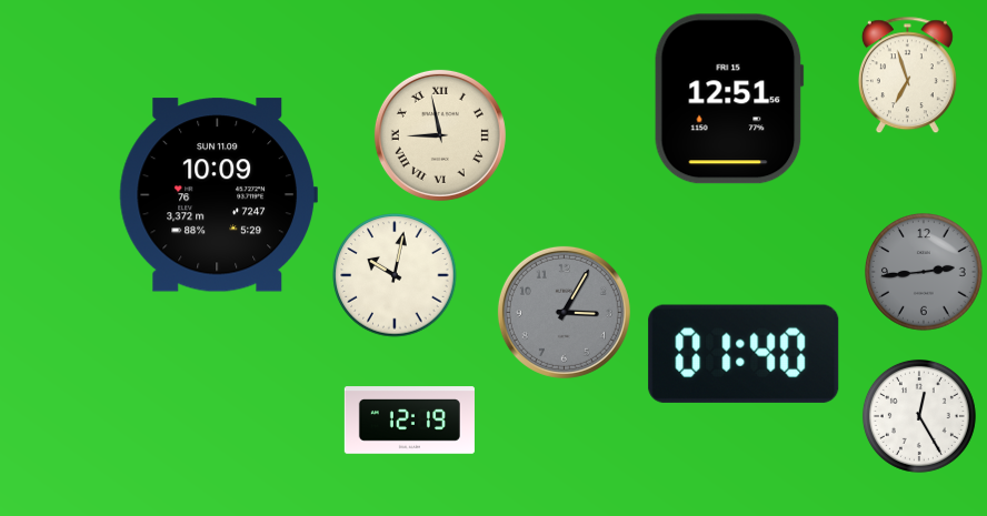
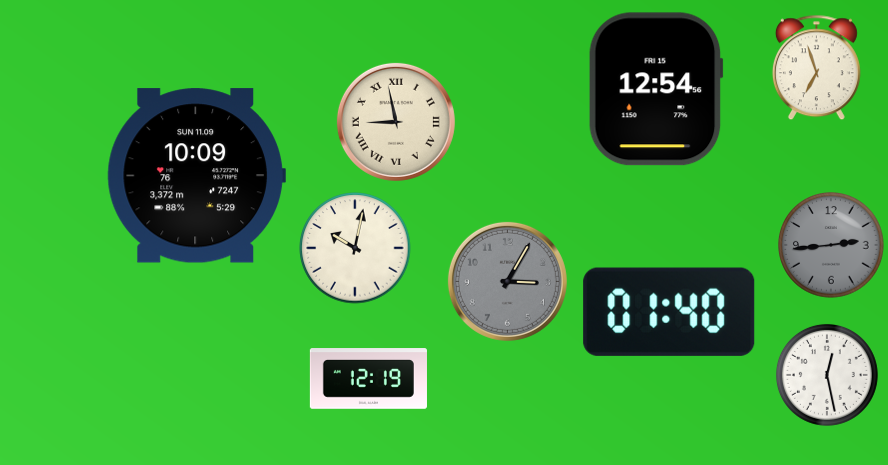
clock at (729, 99): 12:51 -> 12:54
clock at (744, 354) position: (744, 354) -> (669, 312)
clock at (919, 416): 12:25 -> 12:28
